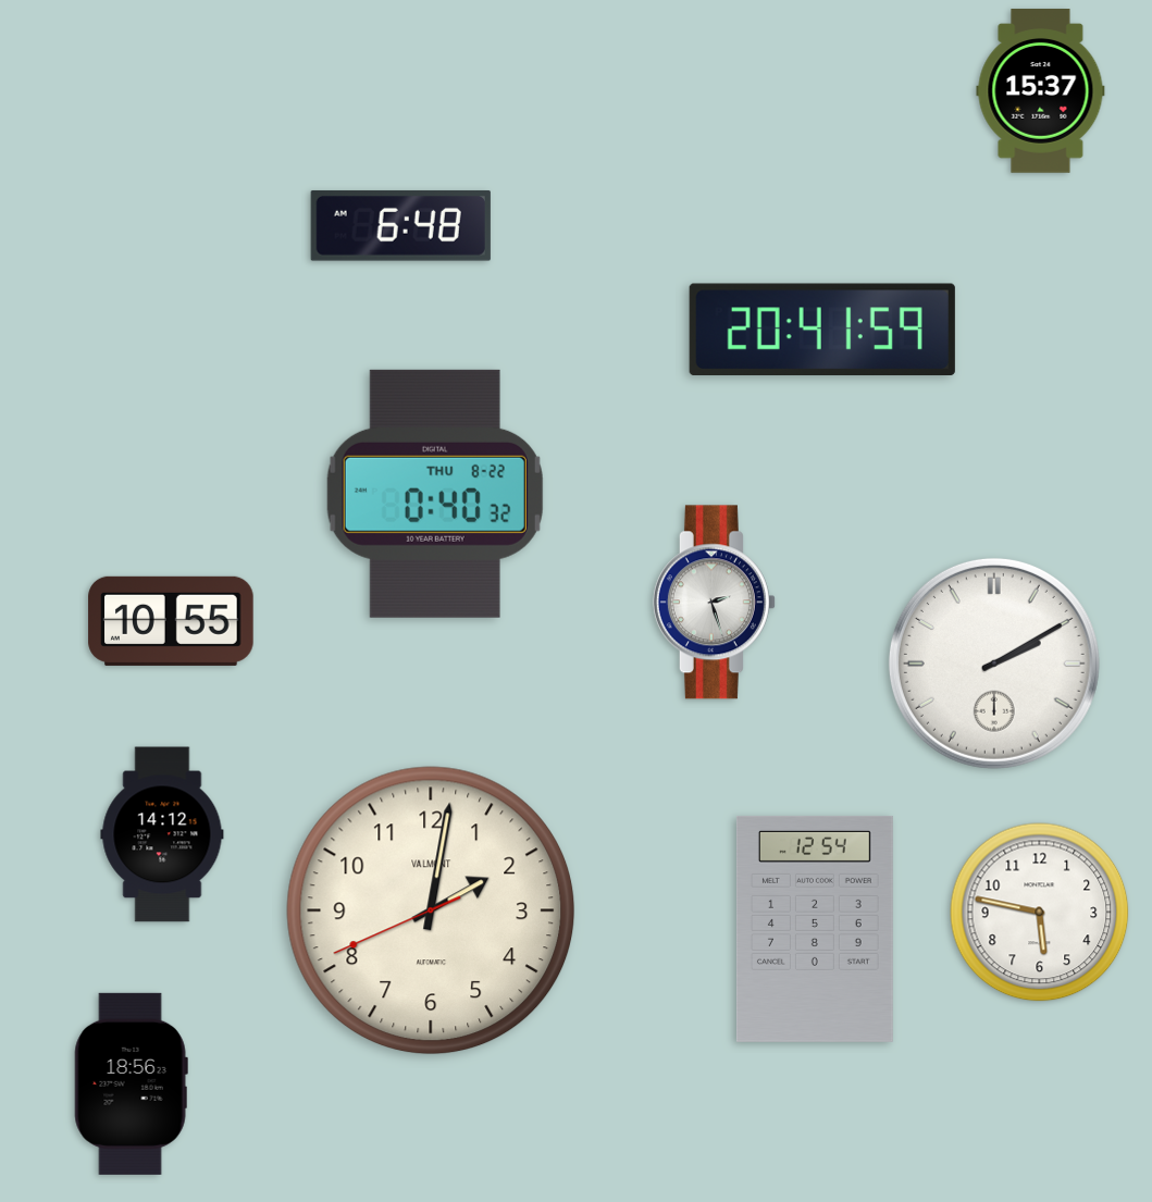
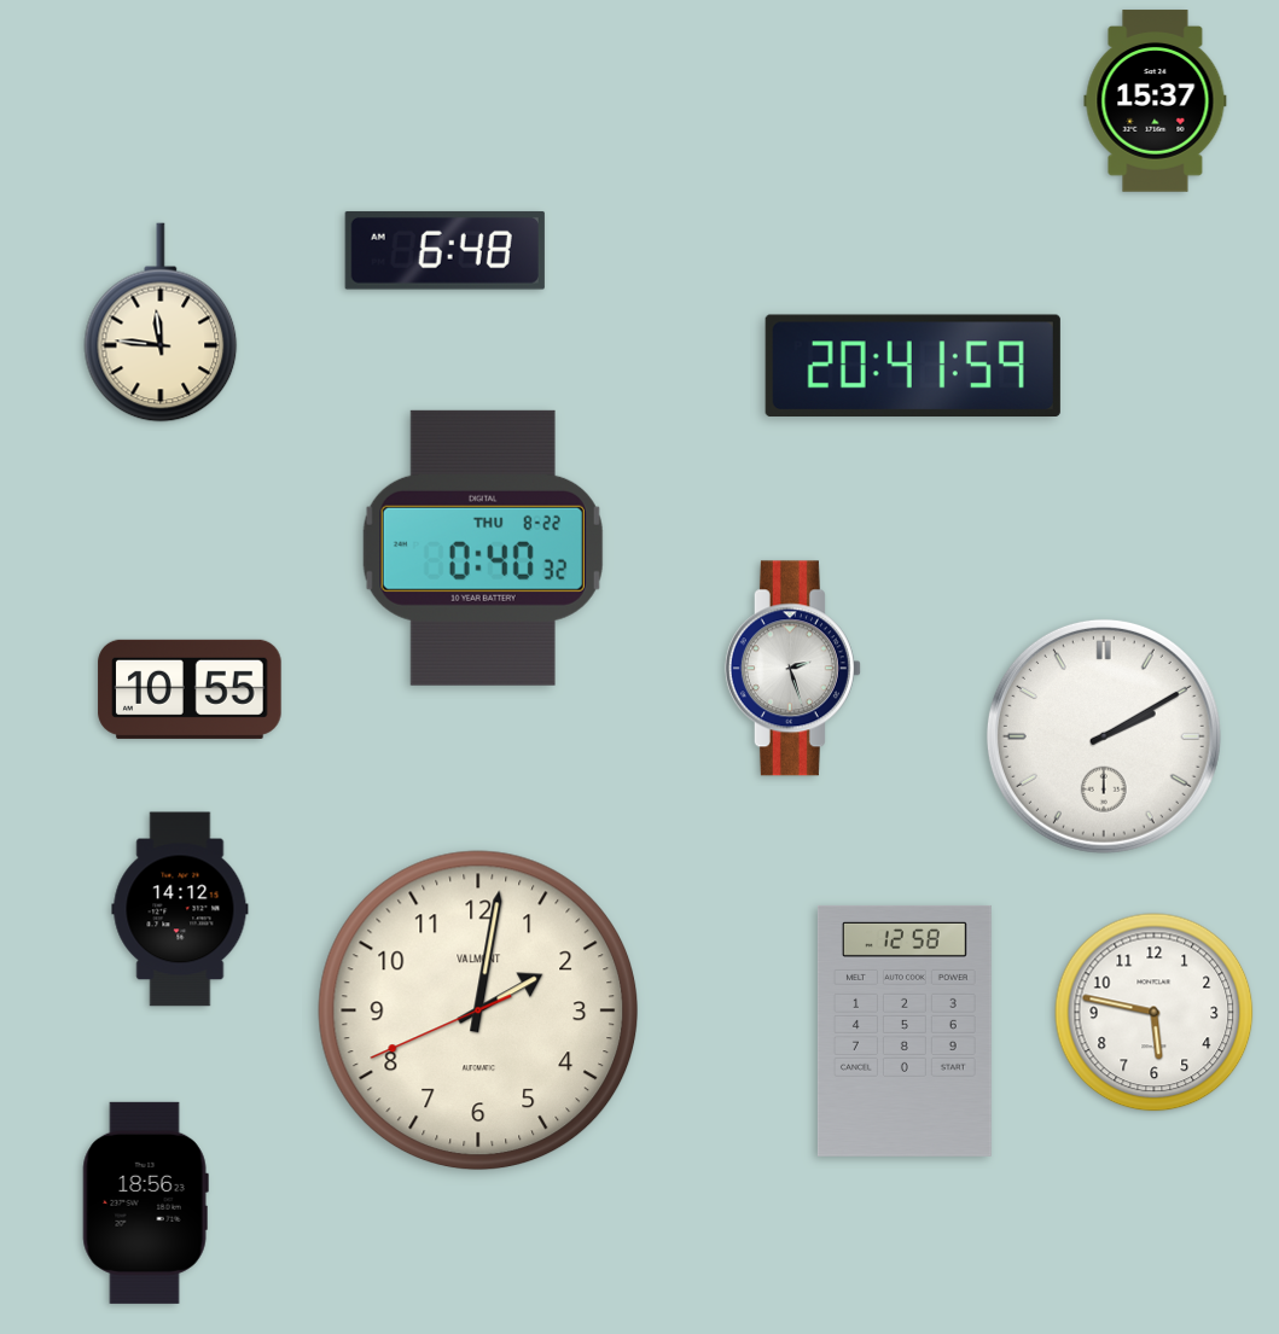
clock at (161, 322): none -> 11:46
clock at (162, 834) position: (162, 834) -> (180, 909)
clock at (815, 929): 12:54 -> 12:58
